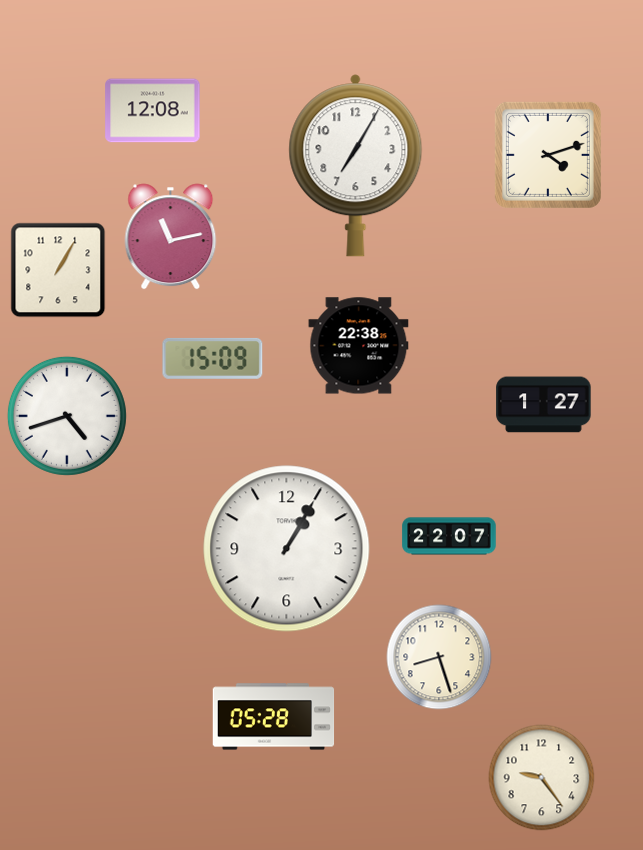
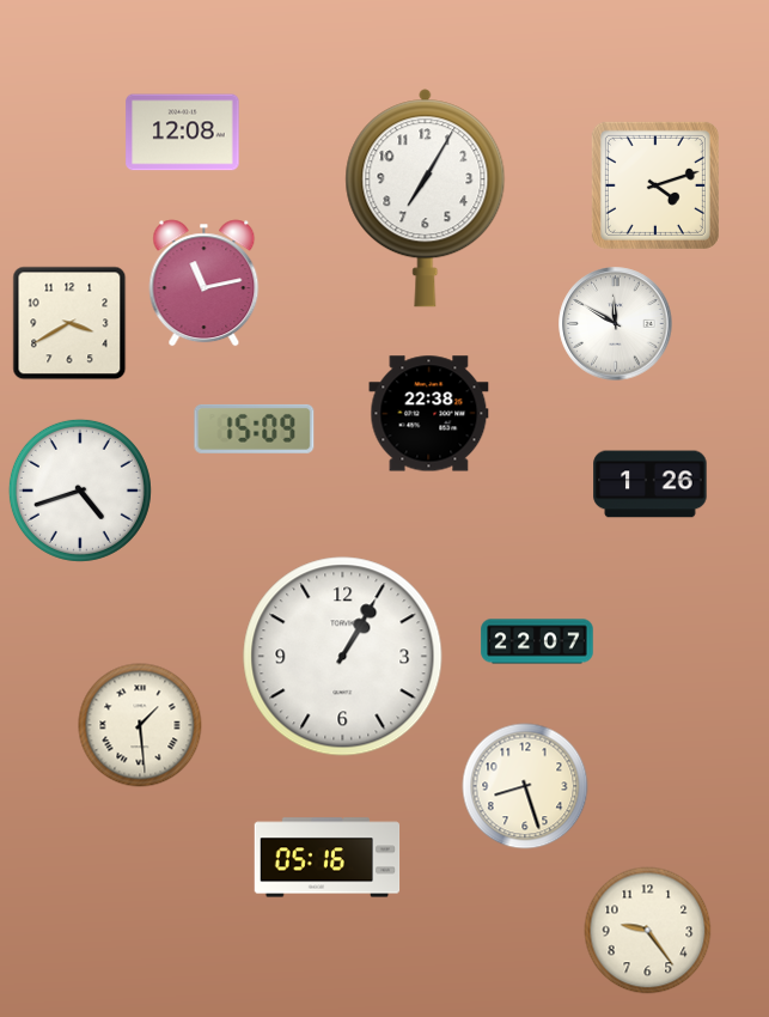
clock at (58, 270): 1:05 -> 3:40
clock at (616, 324): none -> 11:50
clock at (544, 405): 1:27 -> 1:26
clock at (67, 416) position: (67, 416) -> (80, 491)
clock at (140, 725): none -> 1:29
clock at (274, 717): 05:28 -> 05:16
